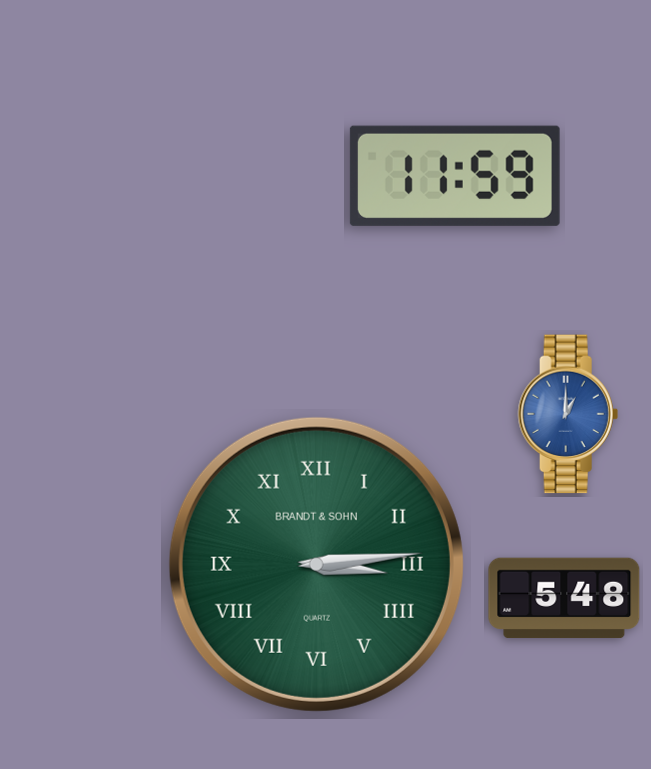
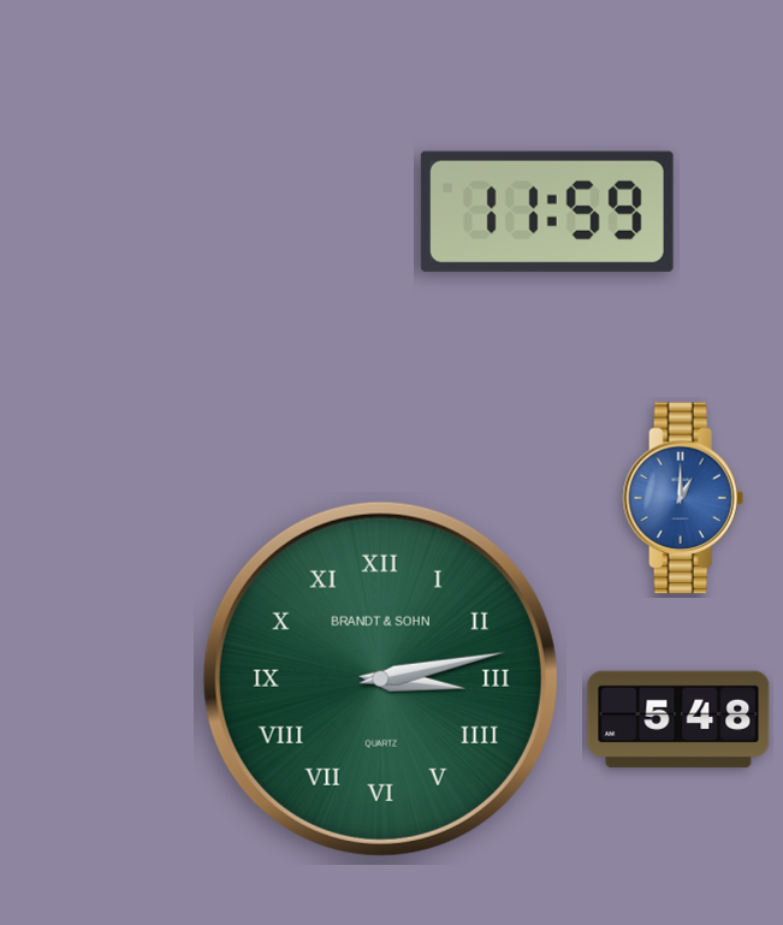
clock at (316, 564): 3:14 -> 3:13
